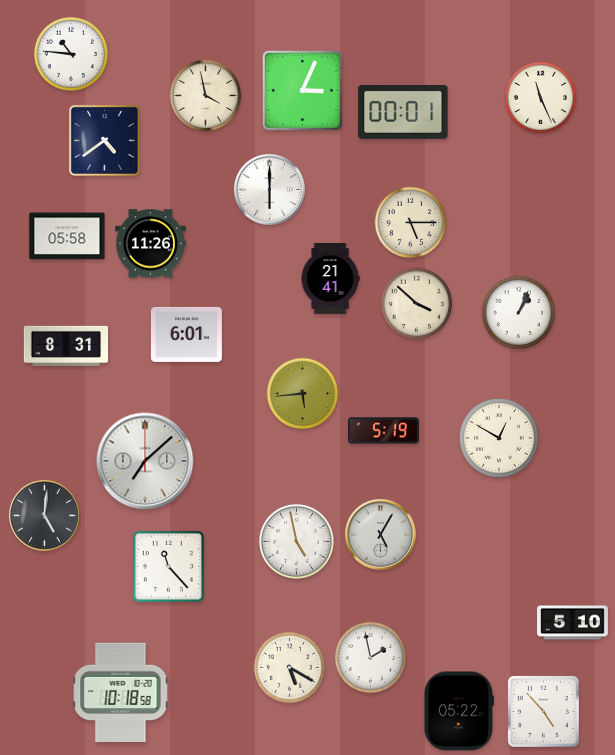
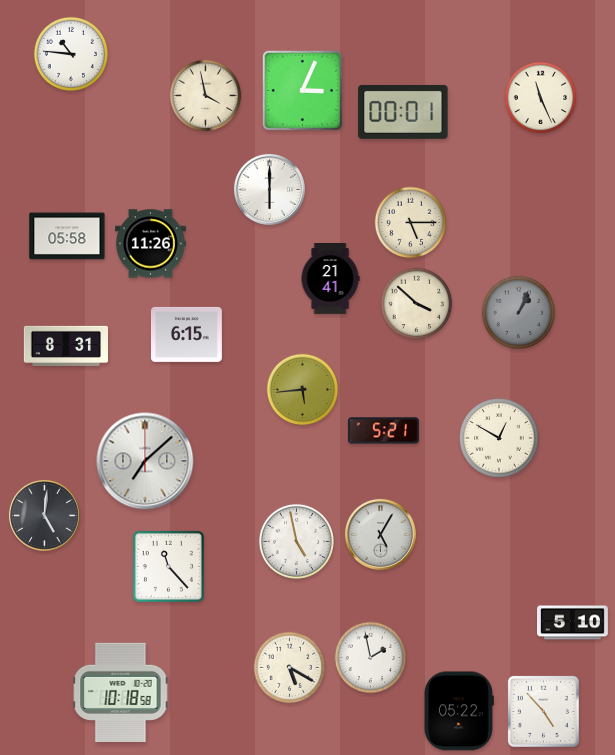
clock at (104, 140): 4:39 -> none
clock at (518, 312) dial: white -> grey
clock at (186, 334): 6:01 -> 6:15
clock at (303, 394) position: (303, 394) -> (303, 390)
clock at (383, 431): 5:19 -> 5:21
